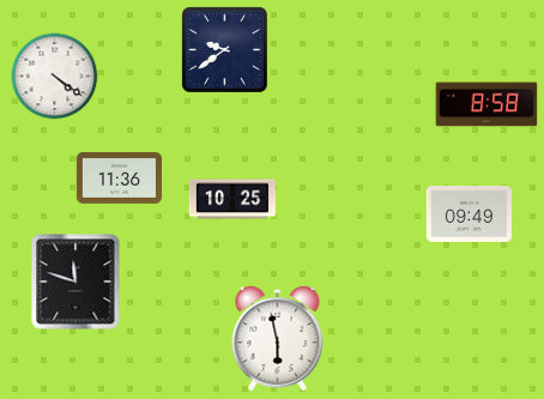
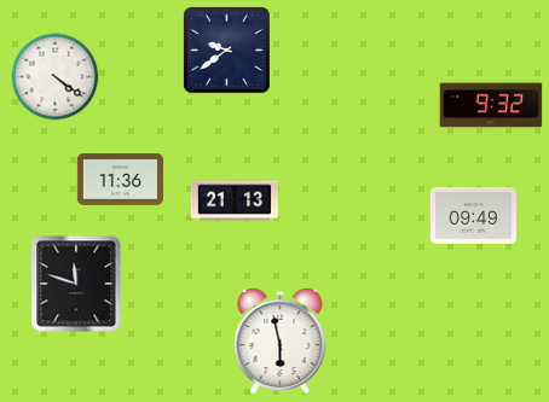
clock at (486, 104): 8:58 -> 9:32
clock at (232, 199): 10:25 -> 21:13
